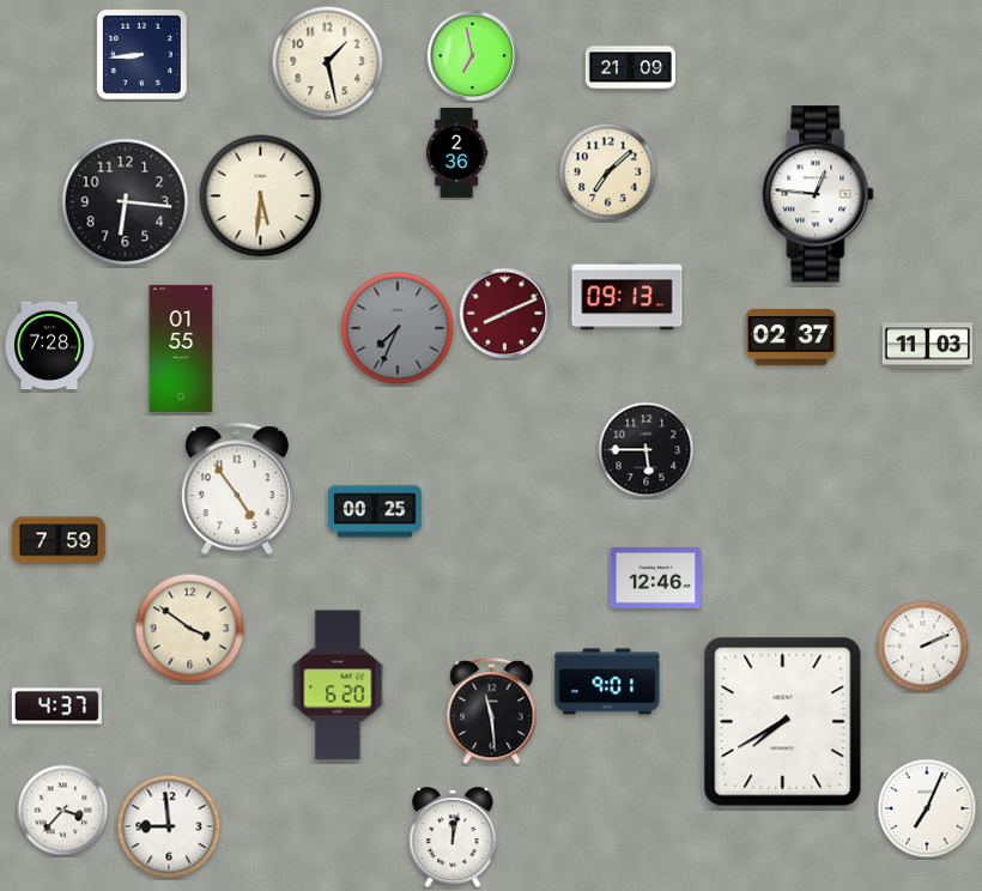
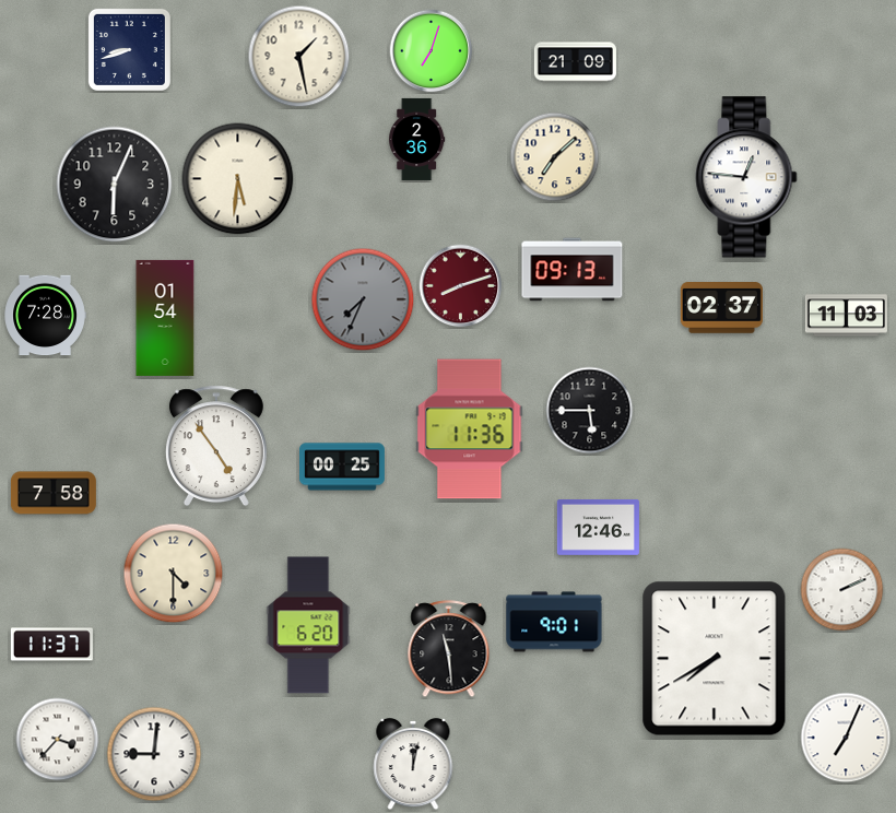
clock at (141, 54): 8:44 -> 8:42
clock at (473, 56): 6:58 -> 7:03
clock at (126, 202): 6:16 -> 6:04
clock at (505, 314): 8:11 -> 8:12
clock at (181, 348): 01:55 -> 01:54
clock at (470, 429): none -> 11:36
clock at (59, 540): 7:59 -> 7:58
clock at (190, 629): 3:51 -> 4:30
clock at (56, 707): 4:37 -> 11:37
clock at (169, 826): 8:59 -> 9:01
